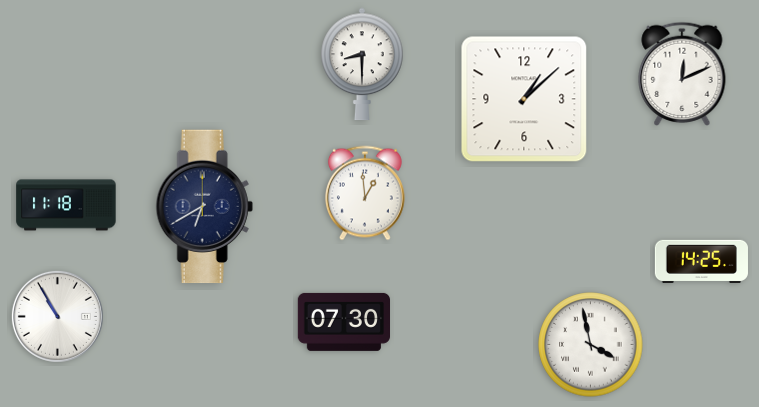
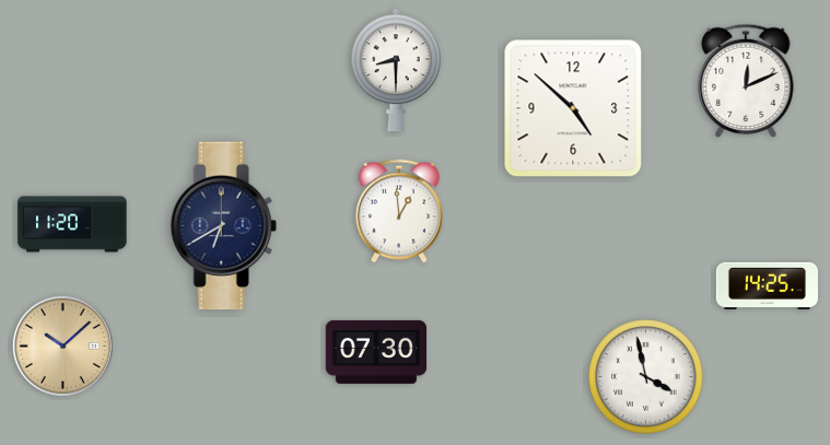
clock at (524, 99): 1:08 -> 4:52
clock at (66, 205): 11:18 -> 11:20
clock at (57, 316): 10:55 -> 10:08
clock at (57, 316) dial: white -> champagne
